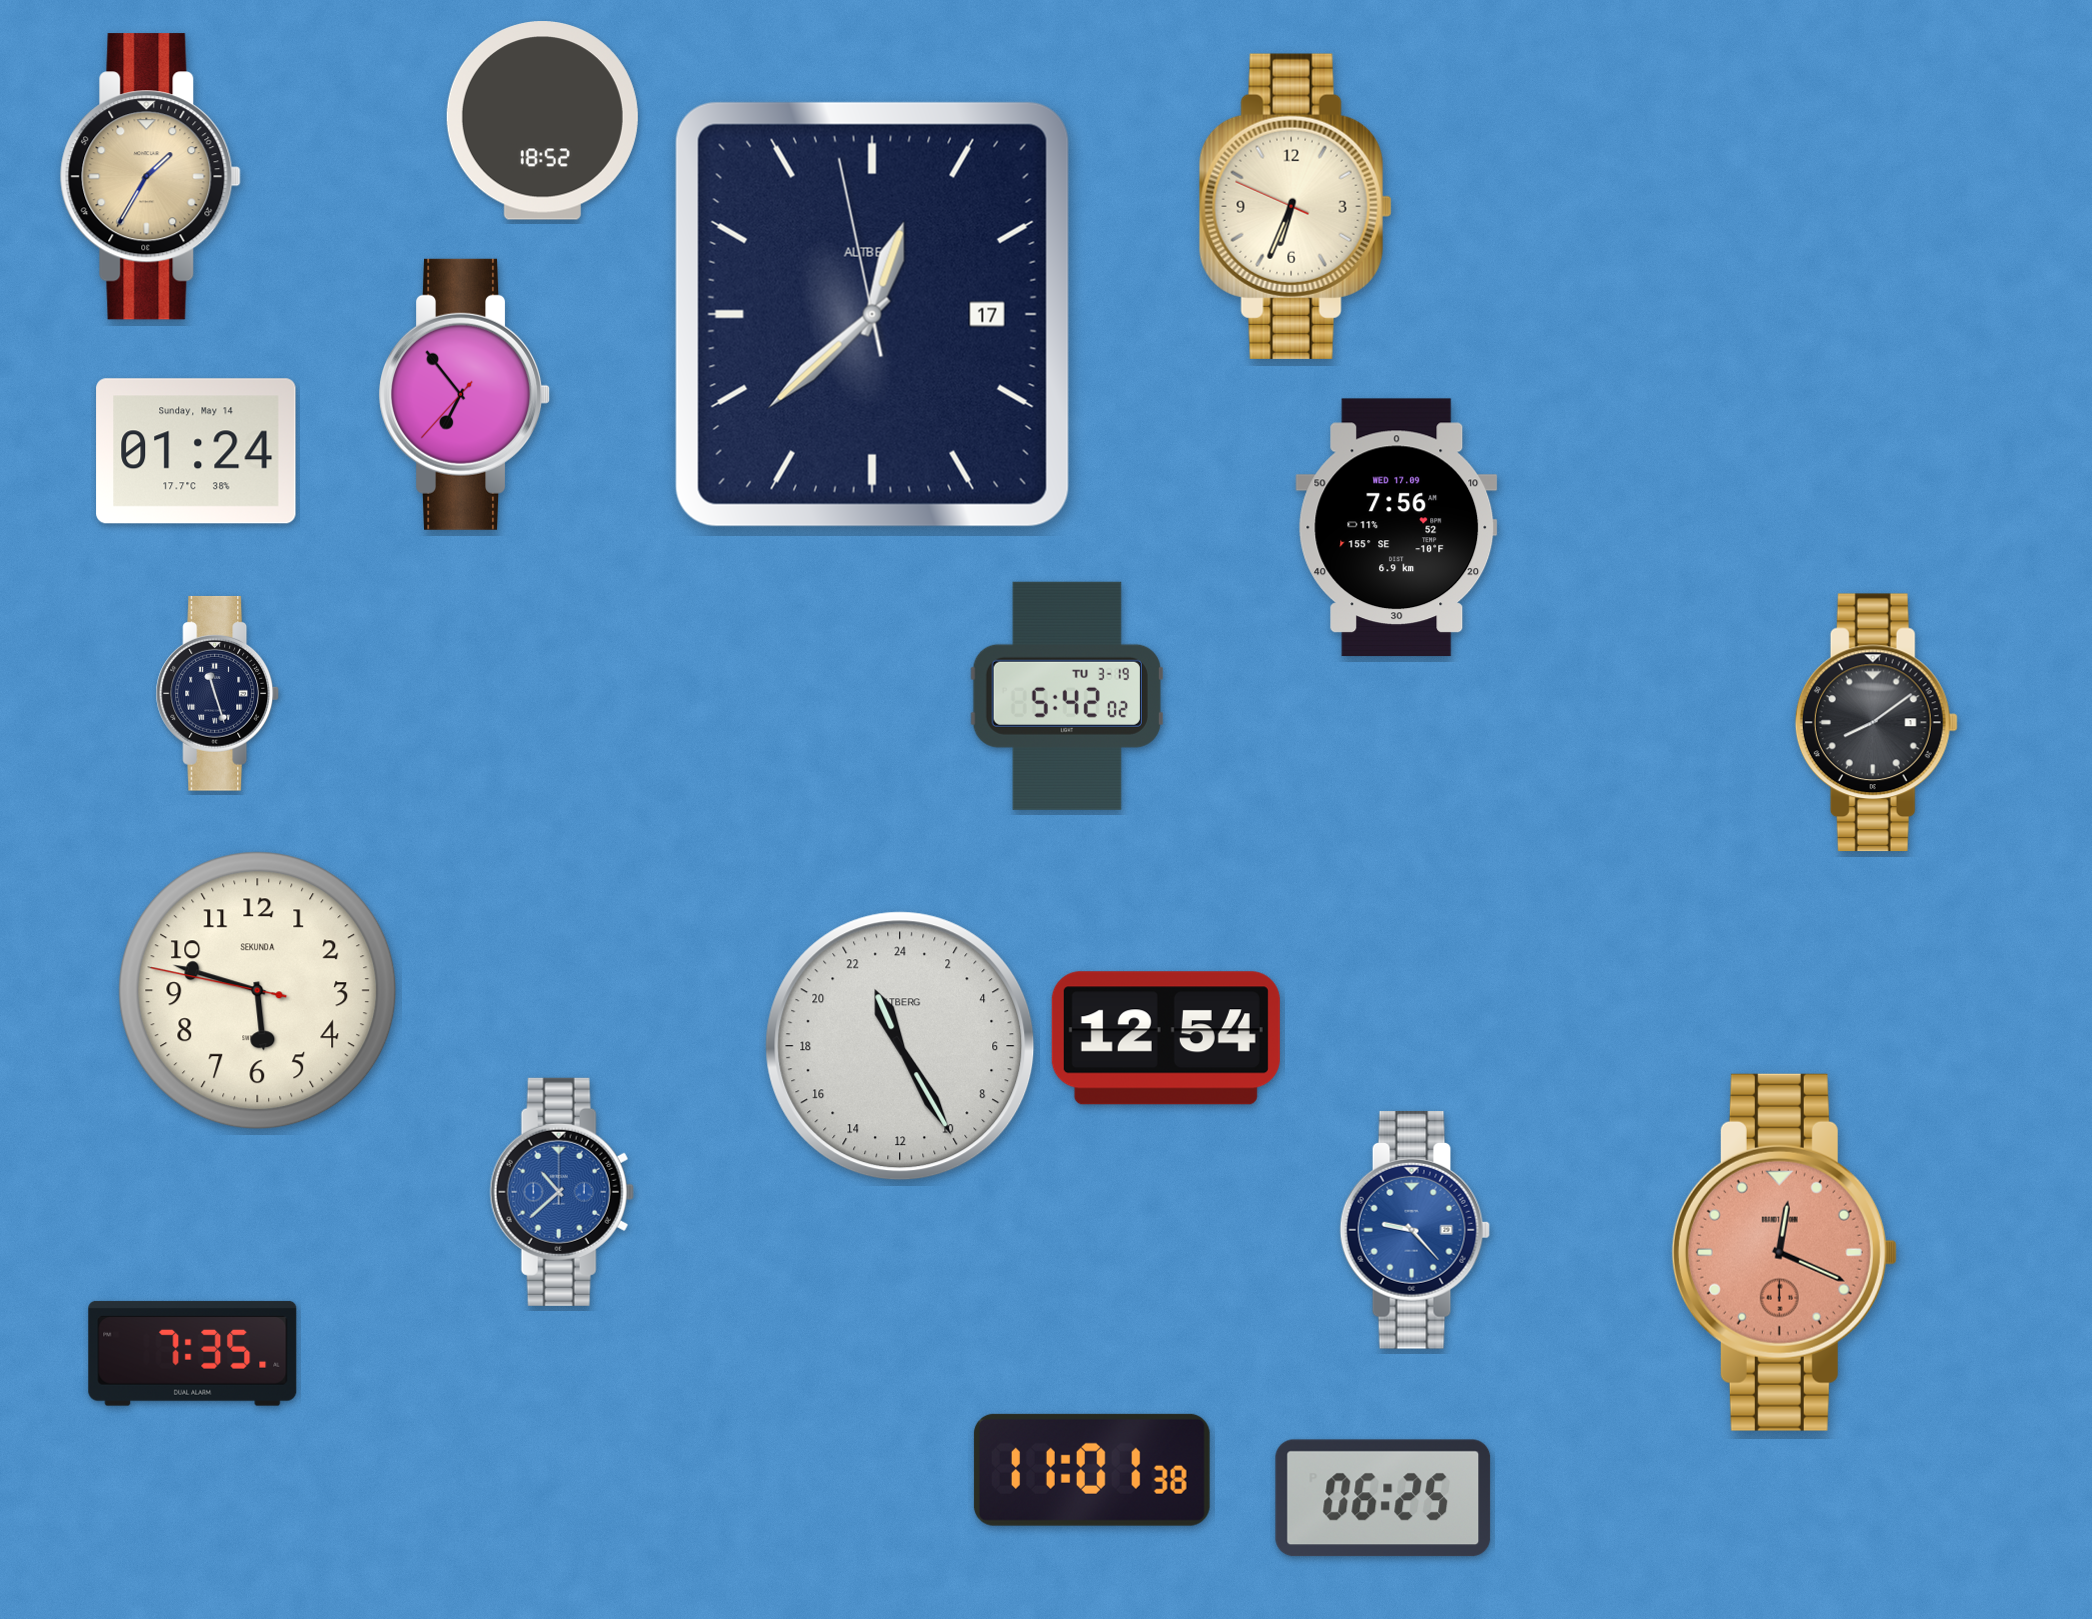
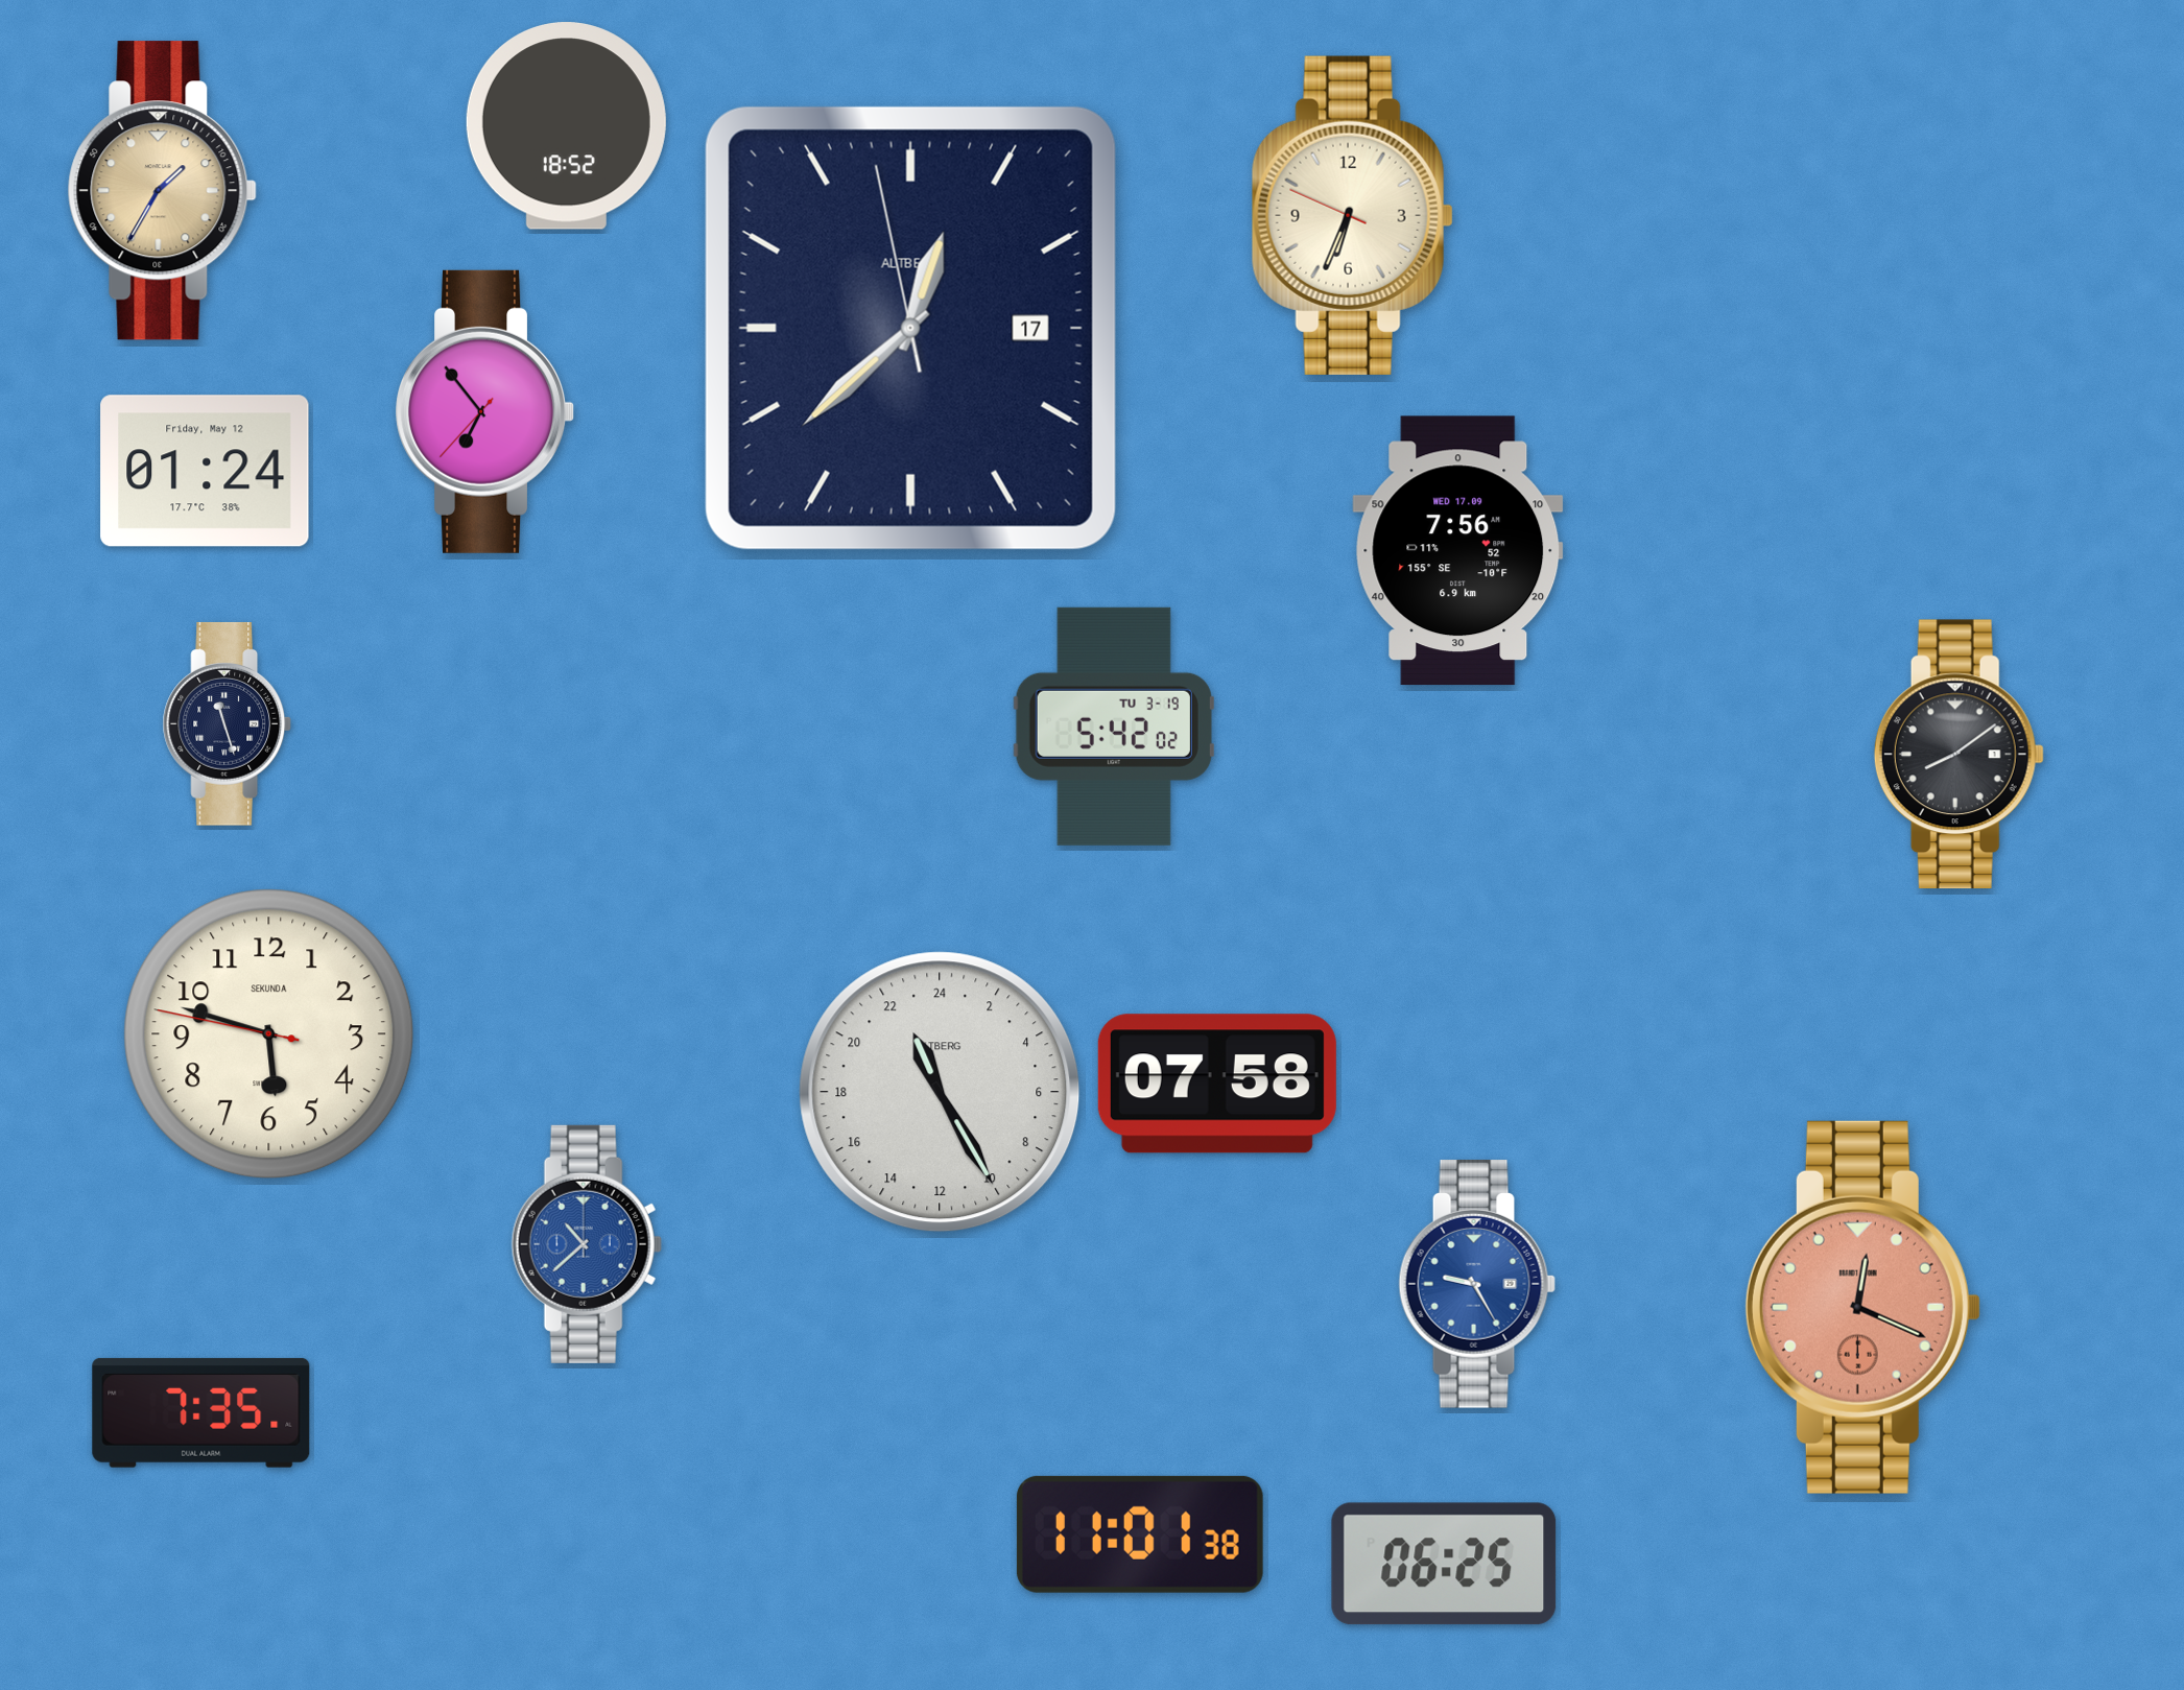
clock at (150, 177) position: (150, 177) -> (162, 191)
clock at (196, 451) date: Sunday, May 14 -> Friday, May 12
clock at (1166, 1038): 12:54 -> 07:58
clock at (1415, 1230): 9:23 -> 9:25
